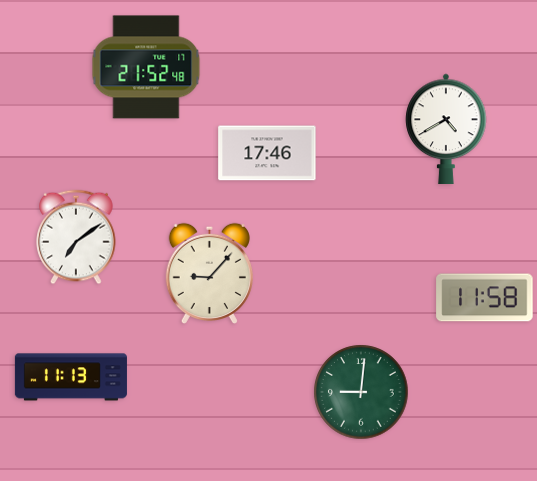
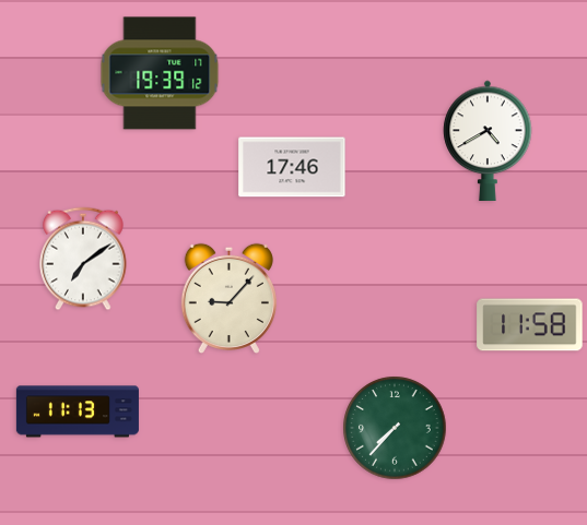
clock at (146, 67): 21:52 -> 19:39
clock at (361, 392): 9:01 -> 7:37
